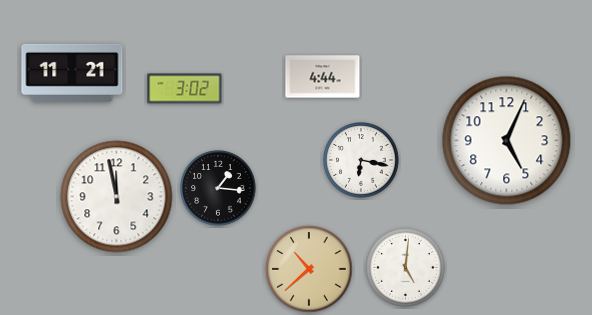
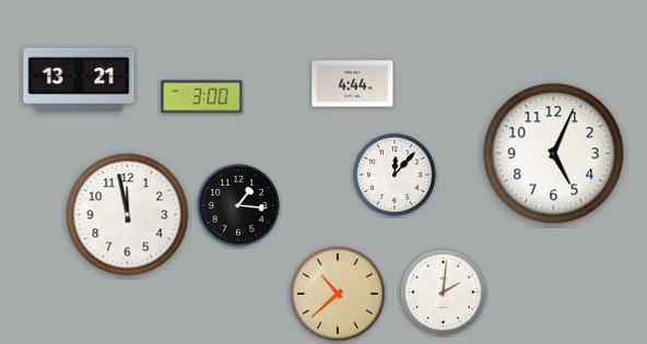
clock at (72, 73): 11:21 -> 13:21
clock at (185, 89): 3:02 -> 3:00
clock at (361, 160): 6:17 -> 12:07
clock at (406, 268): 5:01 -> 2:01
